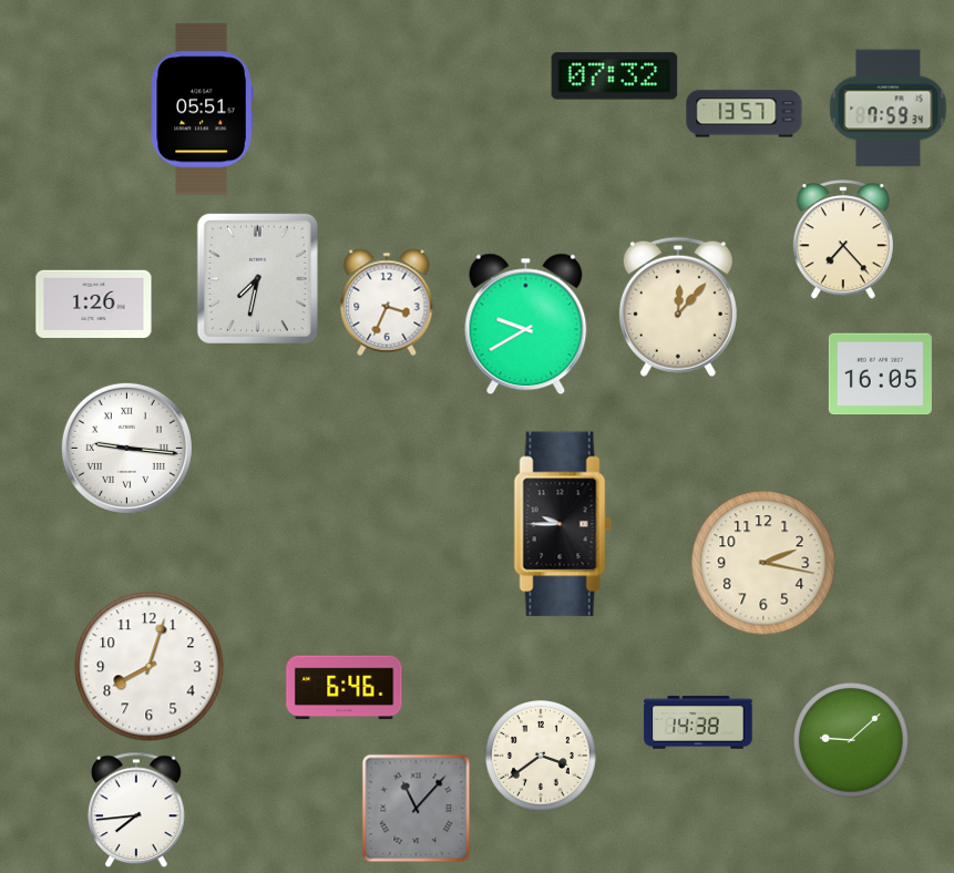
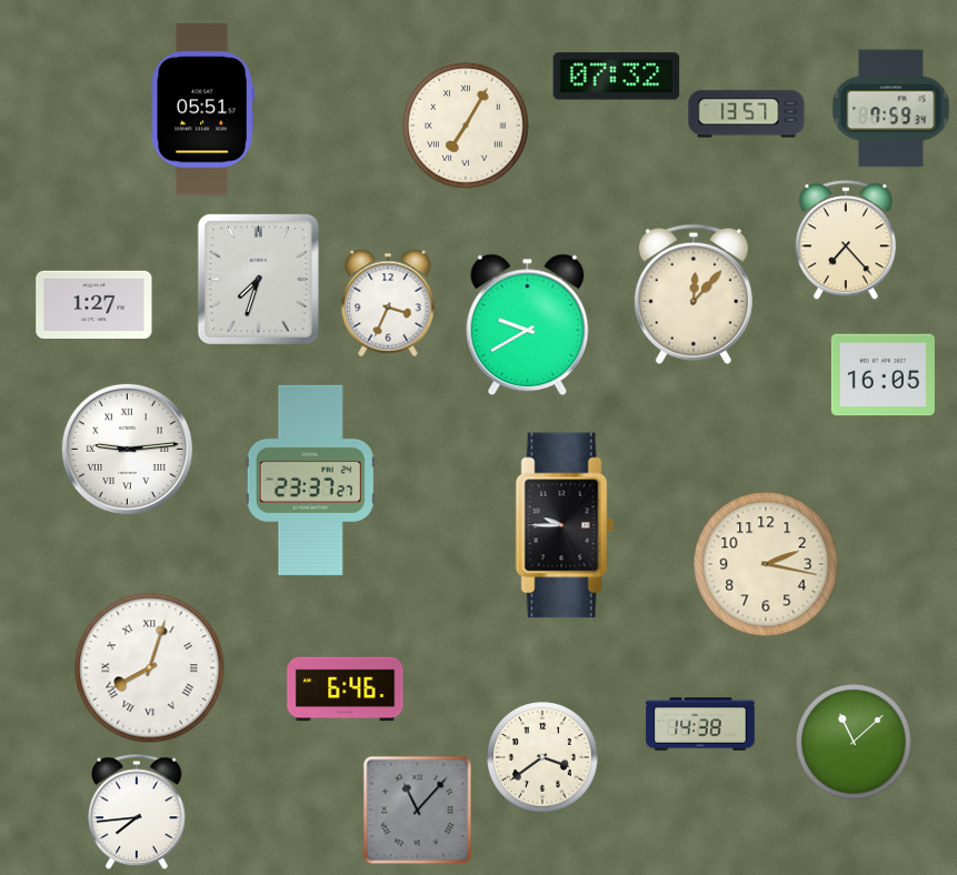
clock at (466, 125): none -> 7:05
clock at (257, 278): 7:32 -> 7:33
clock at (94, 304): 1:26 -> 1:27
clock at (678, 307) position: (678, 307) -> (694, 294)
clock at (126, 448): 9:16 -> 9:14
clock at (310, 480): none -> 23:37
clock at (150, 667) numerals: Arabic -> Roman
clock at (851, 740): 9:08 -> 11:08
